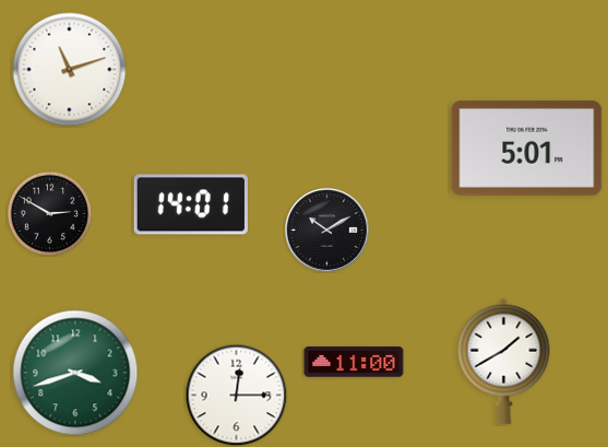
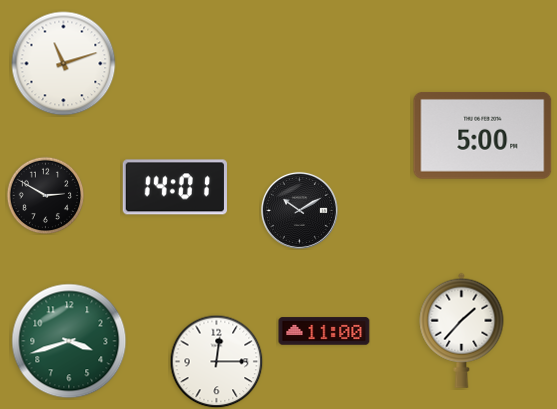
clock at (527, 148): 5:01 -> 5:00
clock at (504, 361): 1:40 -> 1:37
